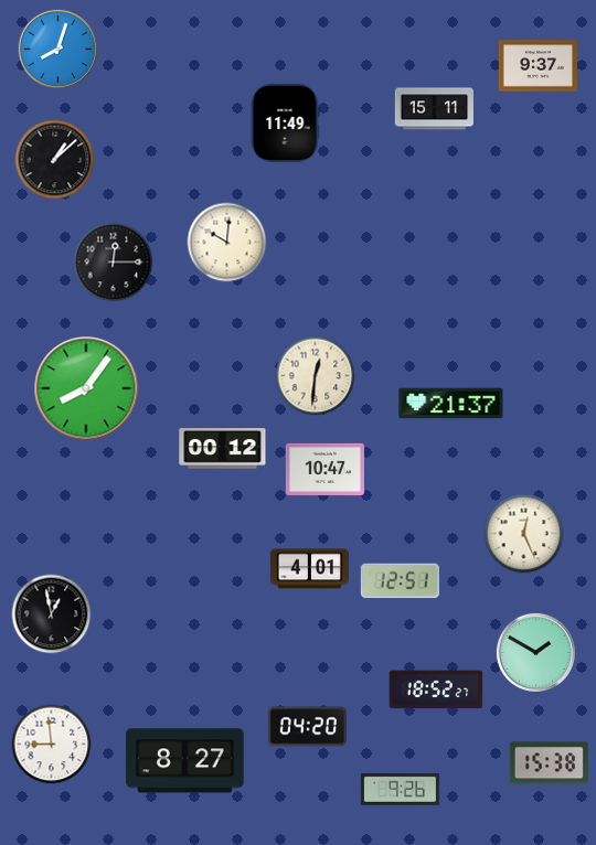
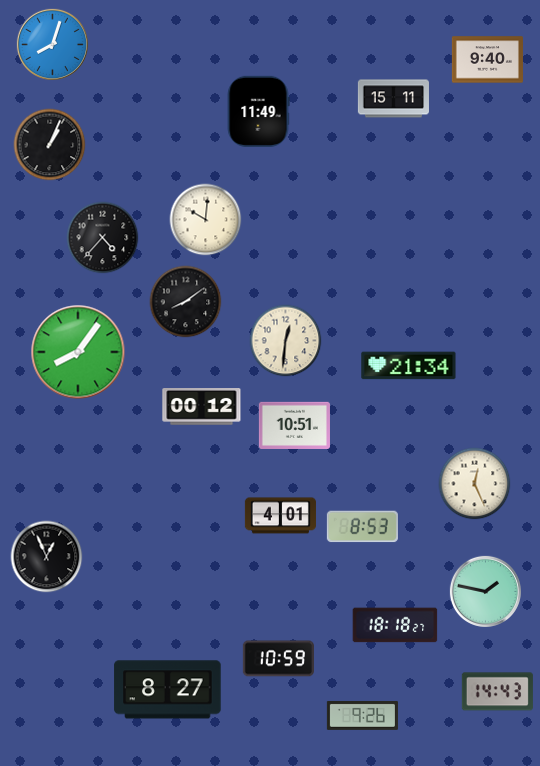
clock at (538, 66): 9:37 -> 9:40
clock at (55, 160): 1:08 -> 1:04
clock at (114, 263): 12:15 -> 4:37
clock at (186, 302): none -> 8:09
clock at (451, 404): 21:37 -> 21:34
clock at (324, 469): 10:47 -> 10:51
clock at (400, 581): 12:51 -> 8:53
clock at (52, 614): 12:58 -> 12:56
clock at (535, 652): 1:50 -> 1:47
clock at (436, 689): 18:52 -> 18:18
clock at (307, 727): 04:20 -> 10:59
clock at (52, 745): 8:59 -> none
clock at (549, 763): 15:38 -> 14:43
